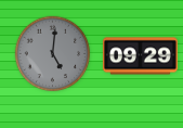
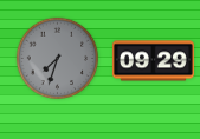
clock at (53, 54): 5:01 -> 7:33
